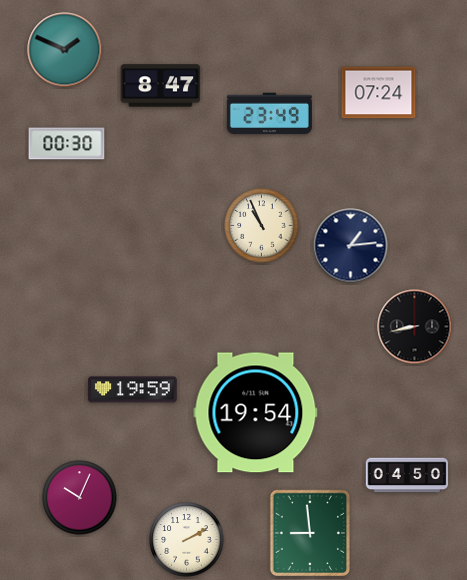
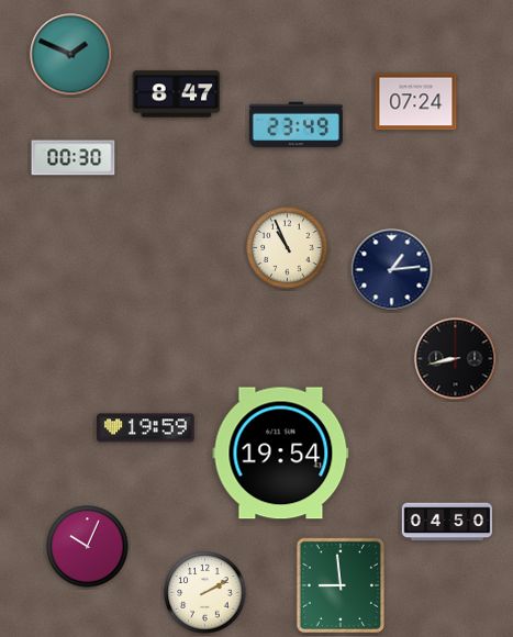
clock at (351, 246) position: (351, 246) -> (392, 270)
